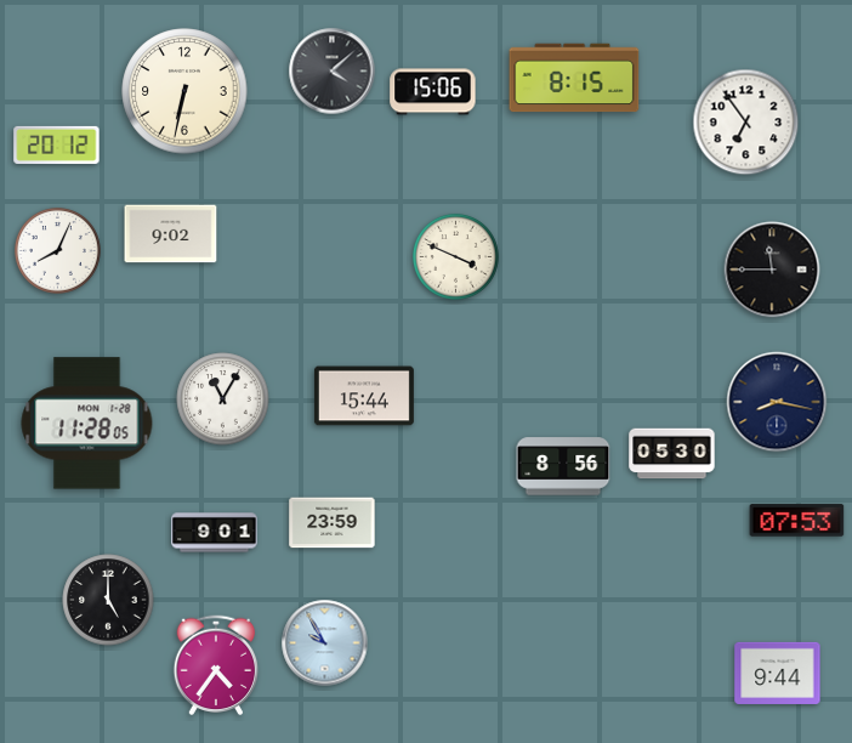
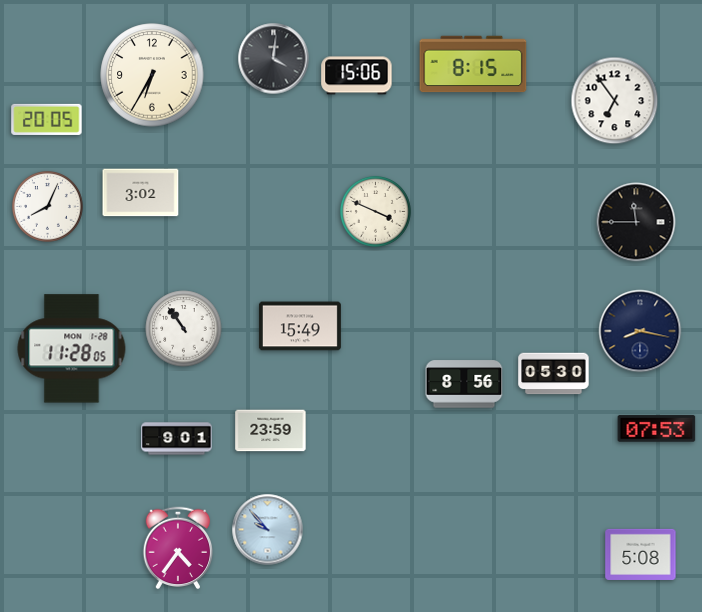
clock at (333, 72): 4:08 -> 4:01
clock at (184, 91): 6:32 -> 6:35
clock at (57, 144): 20:12 -> 20:05
clock at (171, 234): 9:02 -> 3:02
clock at (364, 396): 15:44 -> 15:49
clock at (223, 399): 11:05 -> 10:54
clock at (333, 523) position: (333, 523) -> (271, 431)
clock at (108, 600): 5:00 -> none
clock at (325, 643): 9:55 -> 9:53
clock at (778, 673): 9:44 -> 5:08
